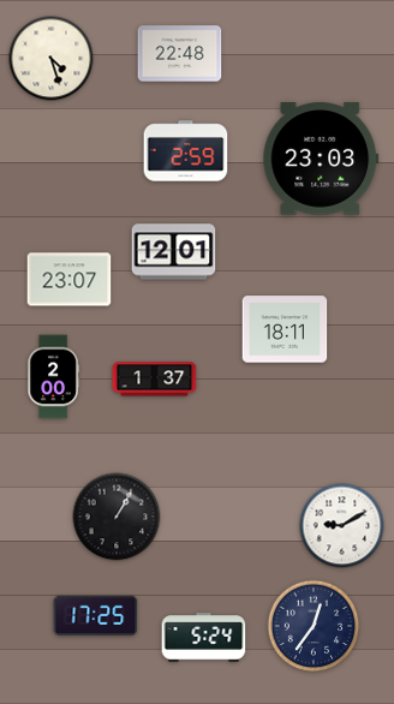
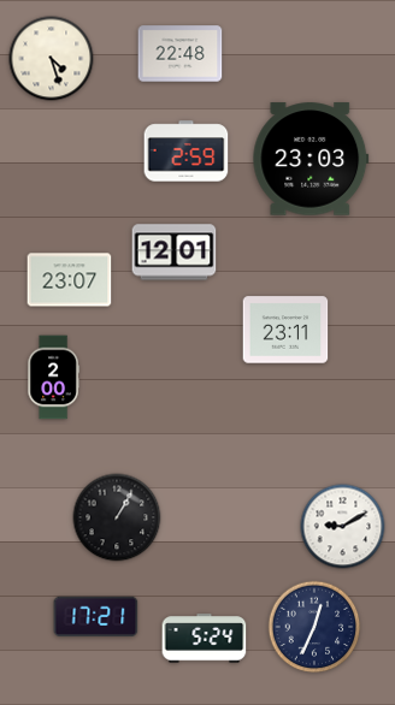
clock at (321, 159) position: (321, 159) -> (311, 159)
clock at (285, 329): 18:11 -> 23:11
clock at (155, 380): 1:37 -> none
clock at (96, 615): 17:25 -> 17:21
clock at (314, 626): 12:36 -> 12:34
